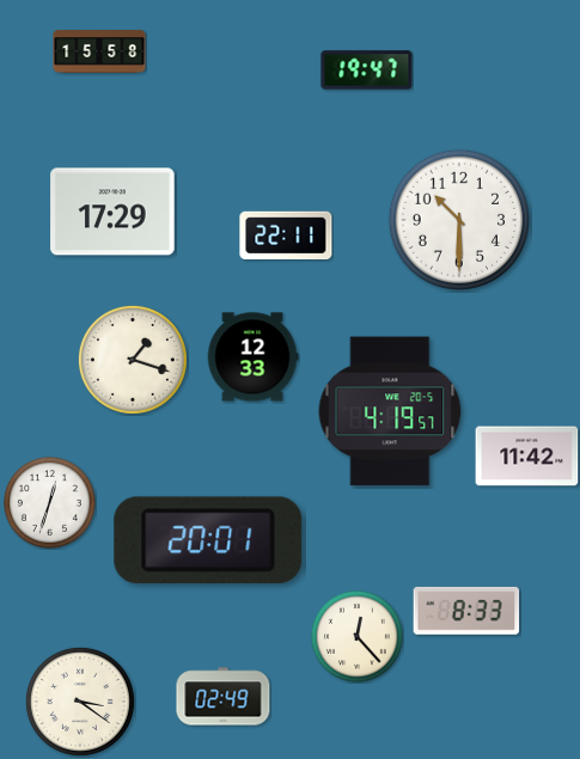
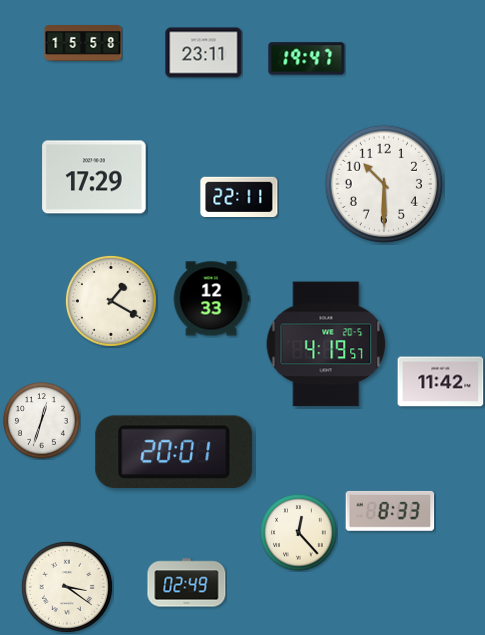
clock at (204, 53): none -> 23:11
clock at (133, 360): 1:18 -> 1:20
